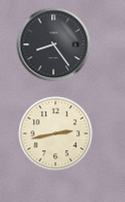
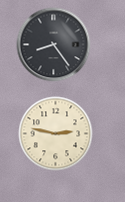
clock at (56, 134): 2:43 -> 2:47
